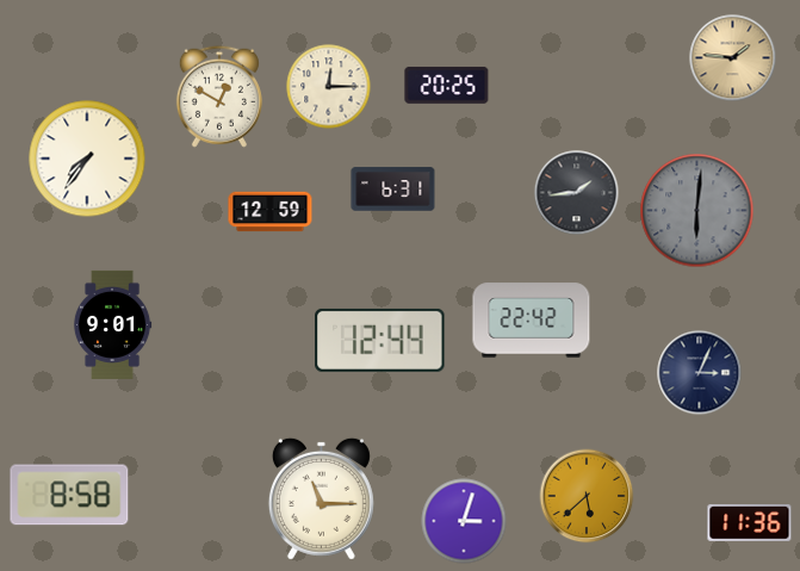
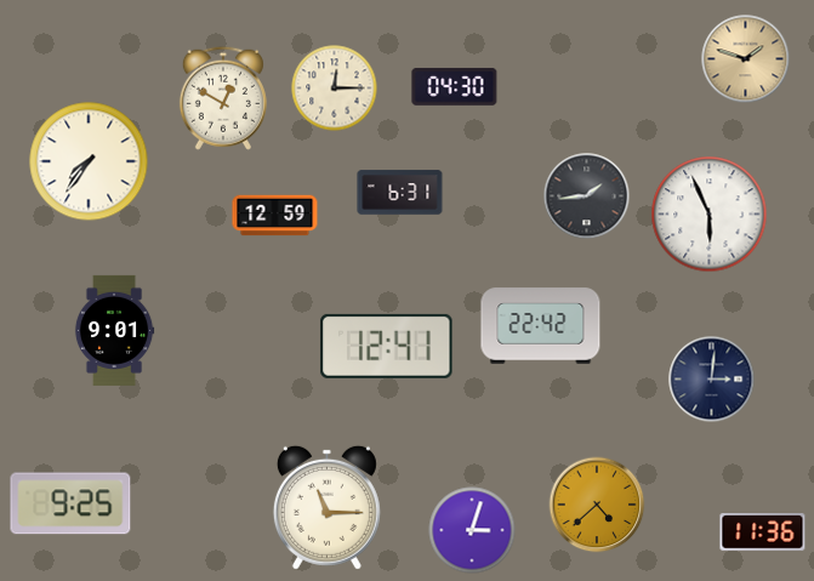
clock at (733, 58): 1:46 -> 1:48
clock at (447, 86): 20:25 -> 04:30
clock at (697, 211): 6:01 -> 5:56
clock at (697, 211) dial: grey -> white
clock at (380, 340): 12:44 -> 12:41
clock at (700, 373): 3:04 -> 3:01
clock at (69, 495): 8:58 -> 9:25
clock at (587, 496): 5:38 -> 4:38
